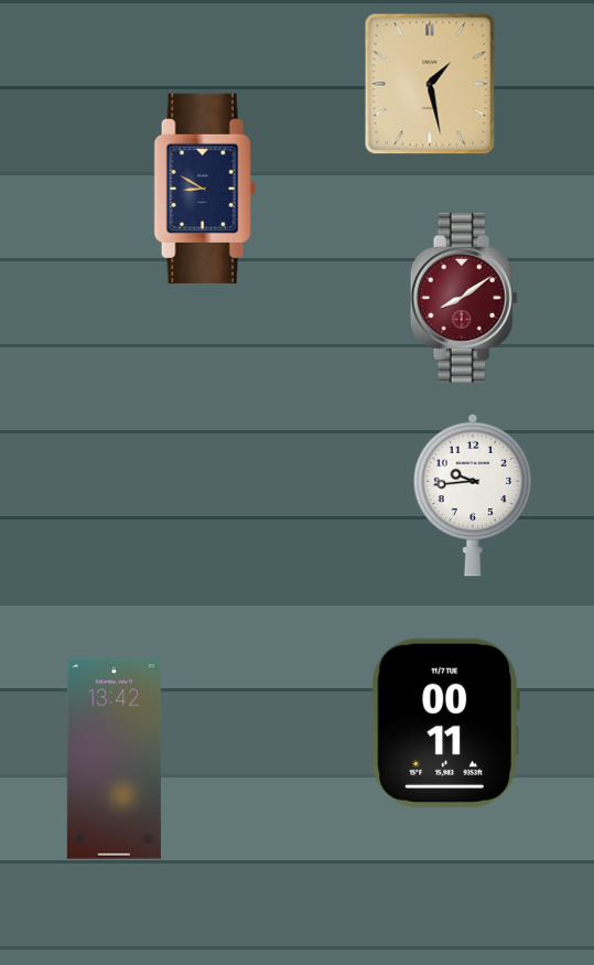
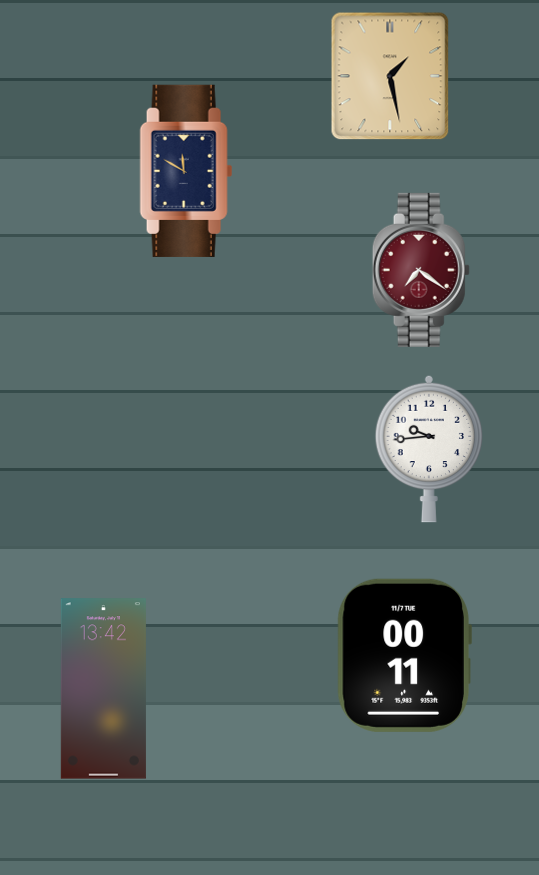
clock at (205, 189): 8:50 -> 11:50
clock at (464, 298): 8:09 -> 7:21
